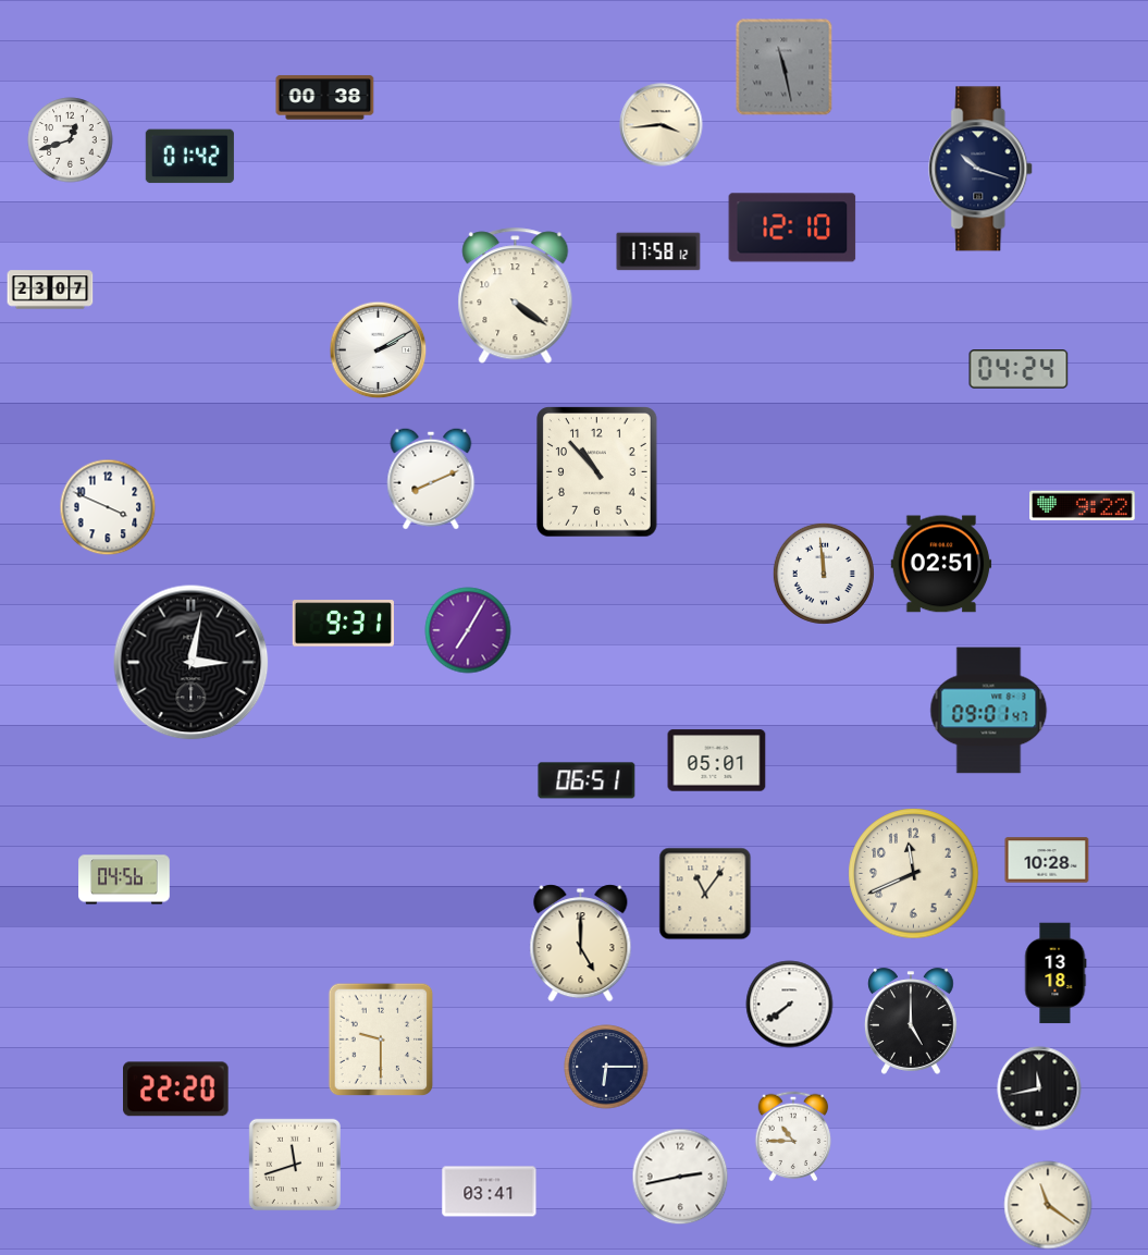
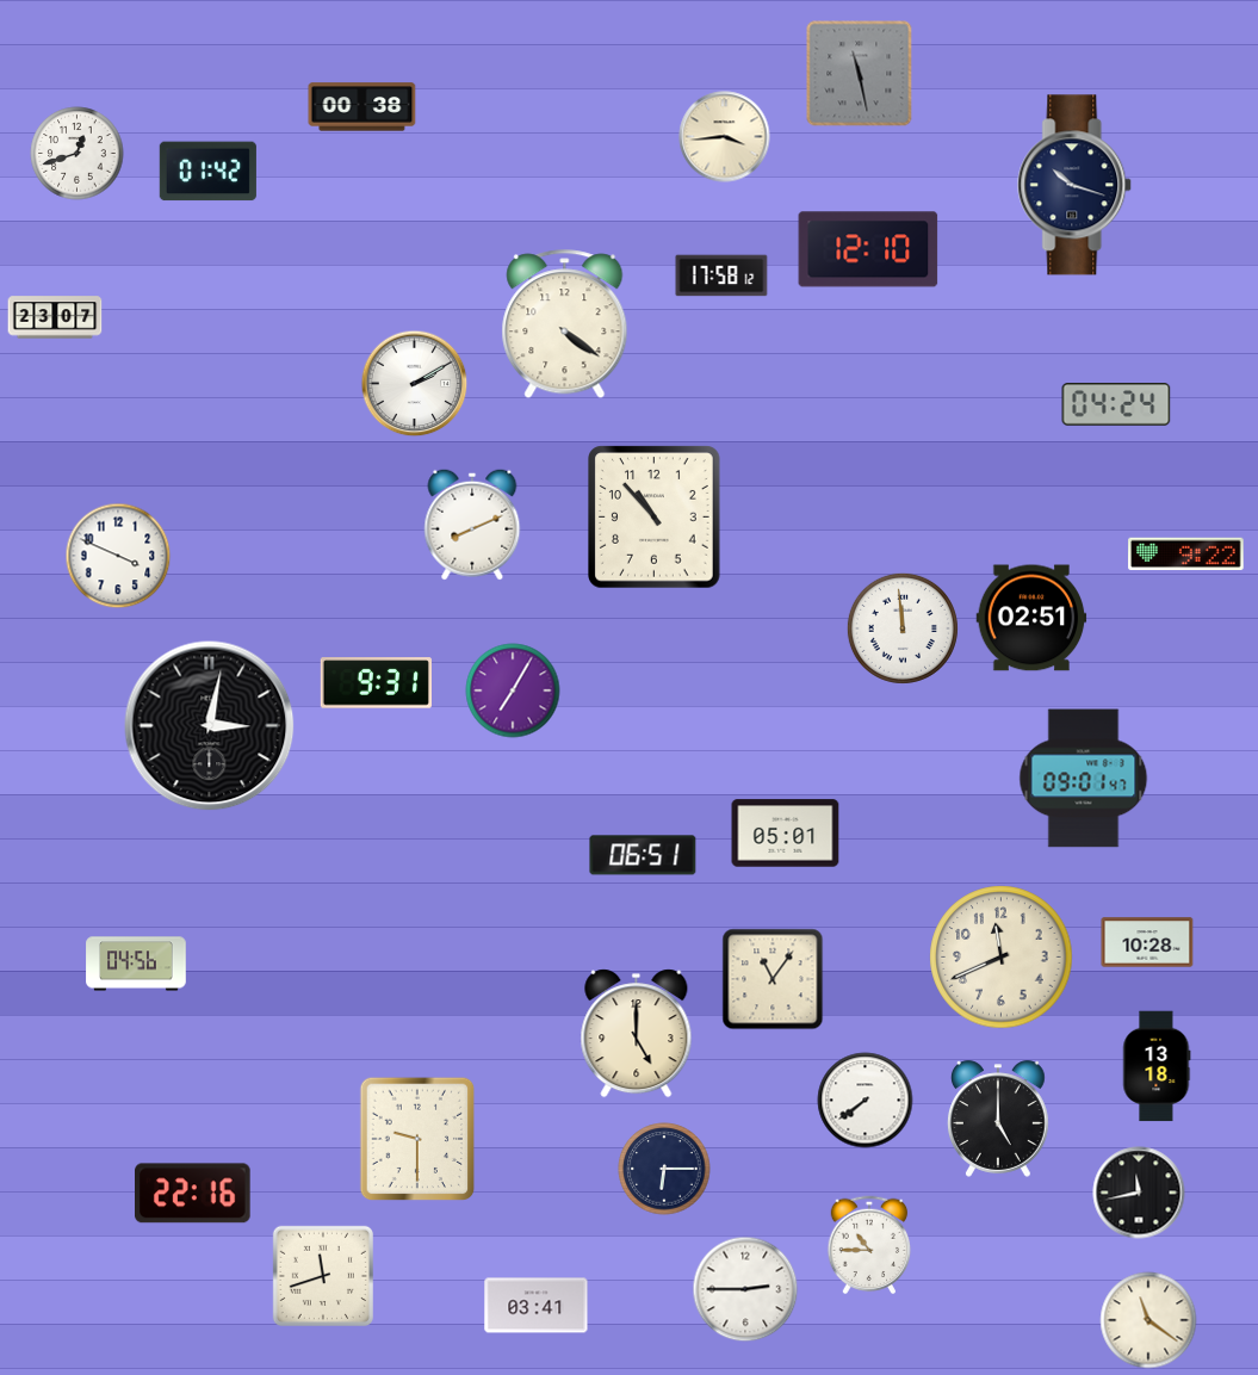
clock at (325, 98) position: (325, 98) -> (362, 107)
clock at (176, 1090): 22:20 -> 22:16
clock at (680, 1177): 2:43 -> 2:45
